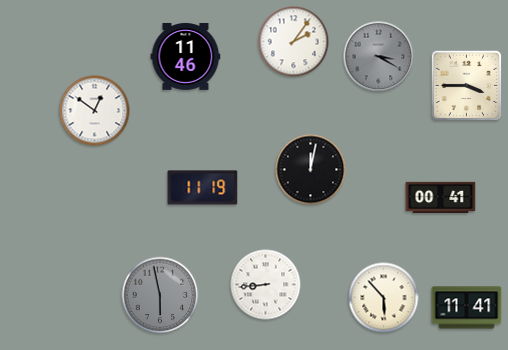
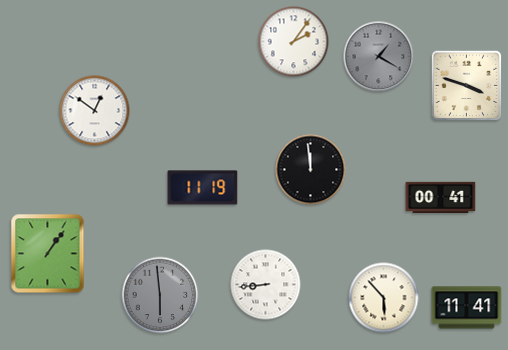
clock at (186, 56): 11:46 -> none
clock at (379, 57): 3:20 -> 1:20
clock at (467, 86): 3:45 -> 3:48
clock at (311, 170): 12:02 -> 11:59
clock at (48, 254): none -> 1:06
clock at (160, 295): 5:58 -> 5:59
